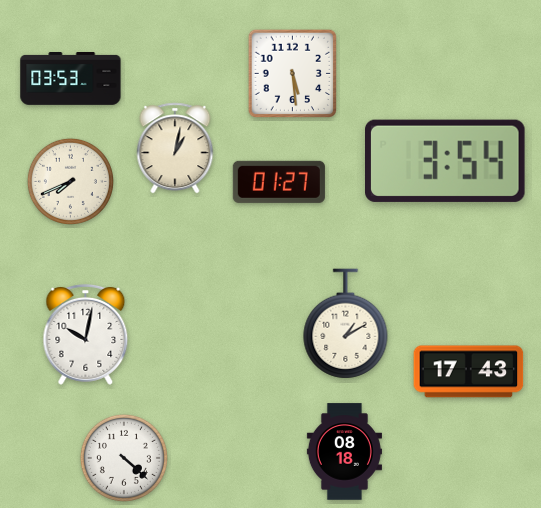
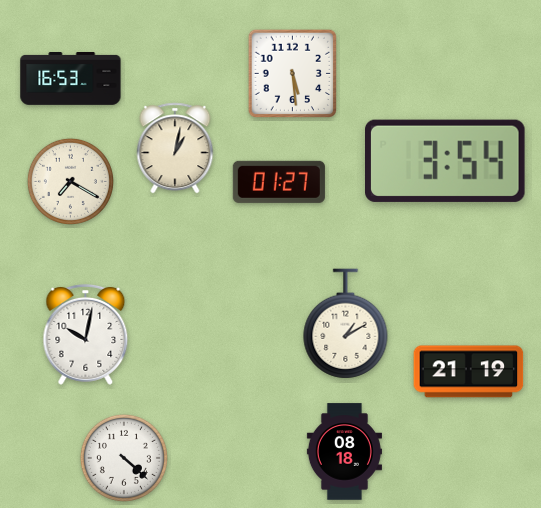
clock at (71, 79): 03:53 -> 16:53
clock at (70, 181): 7:41 -> 7:20
clock at (469, 372): 17:43 -> 21:19
